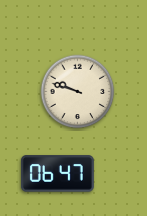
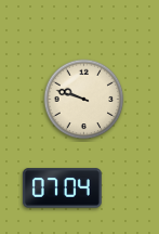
clock at (57, 174): 06:47 -> 07:04
